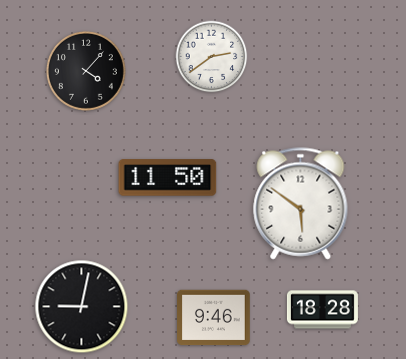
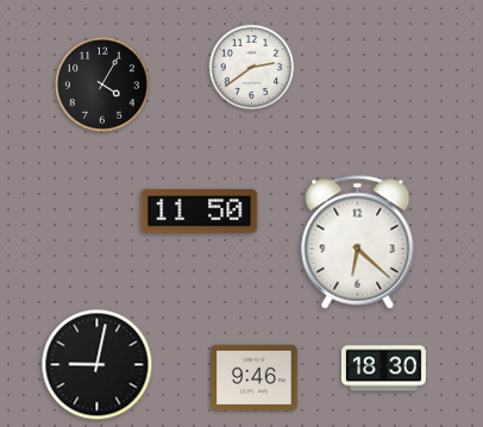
clock at (86, 71): 4:07 -> 4:05
clock at (301, 204): 5:51 -> 6:22
clock at (322, 310): 18:28 -> 18:30
